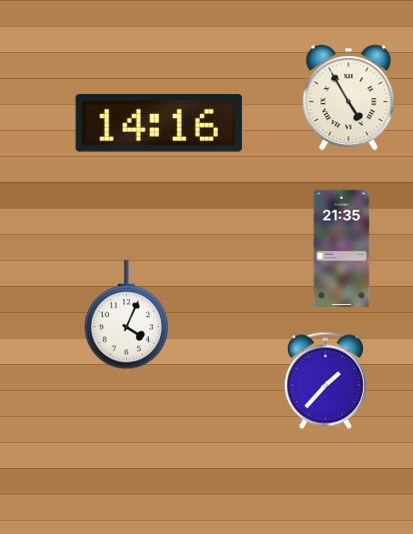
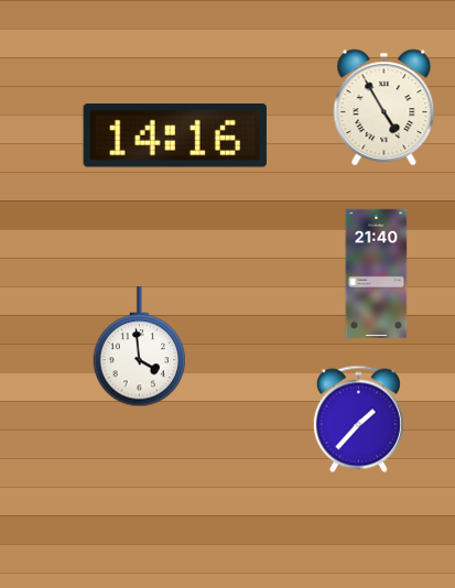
clock at (342, 249): 21:35 -> 21:40
clock at (127, 315): 4:04 -> 3:59
